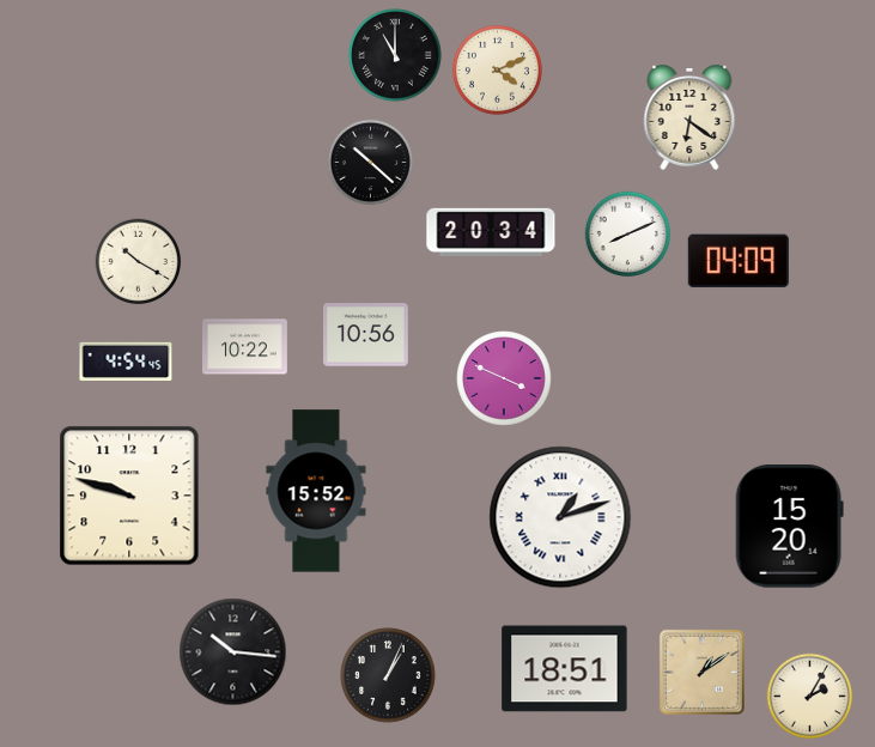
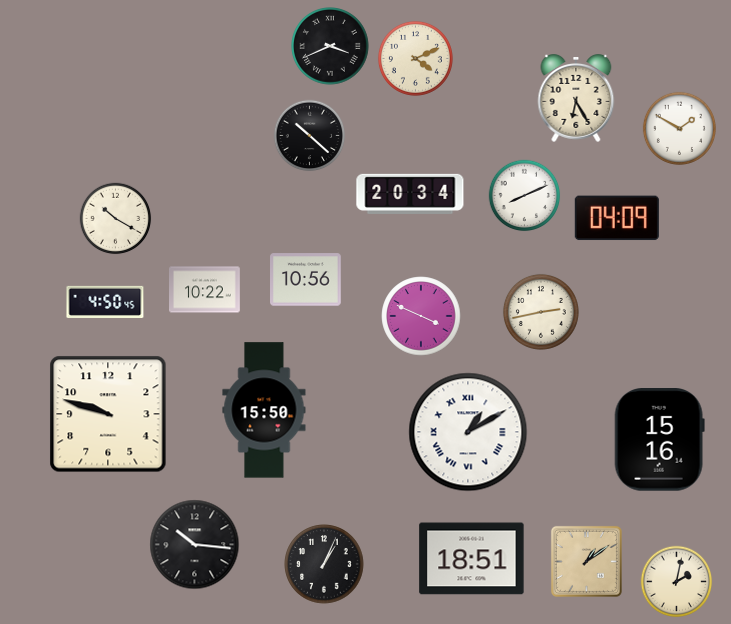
clock at (396, 56): 11:00 -> 3:41
clock at (689, 119): 6:21 -> 6:25
clock at (679, 128): none -> 1:50
clock at (126, 362): 4:54 -> 4:50
clock at (541, 312): none -> 2:43
clock at (316, 491): 15:52 -> 15:50
clock at (560, 517): 1:12 -> 1:10
clock at (789, 527): 15:20 -> 15:16
clock at (810, 697): 2:05 -> 2:02
